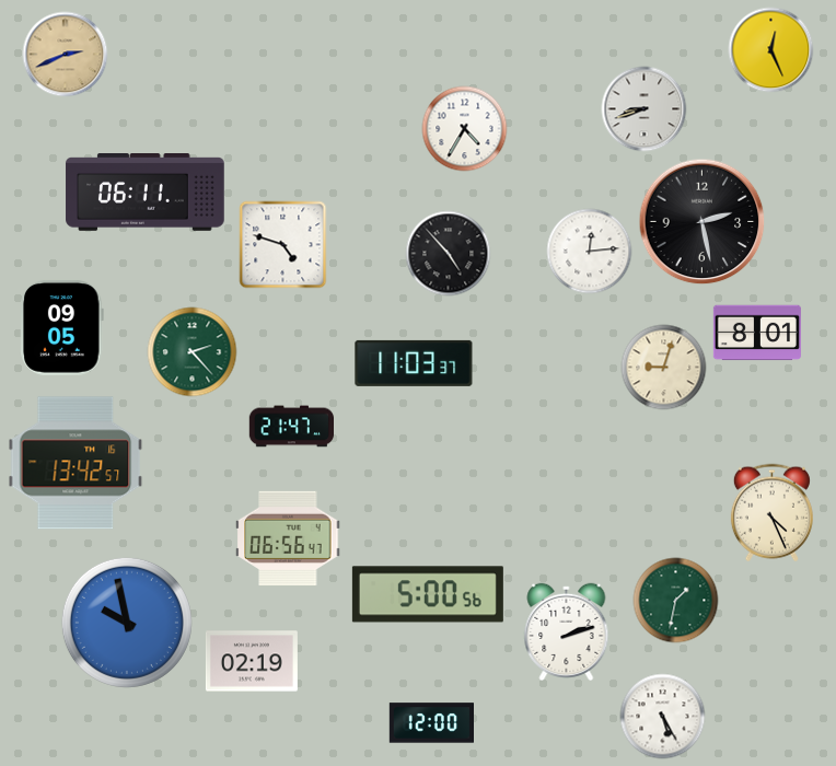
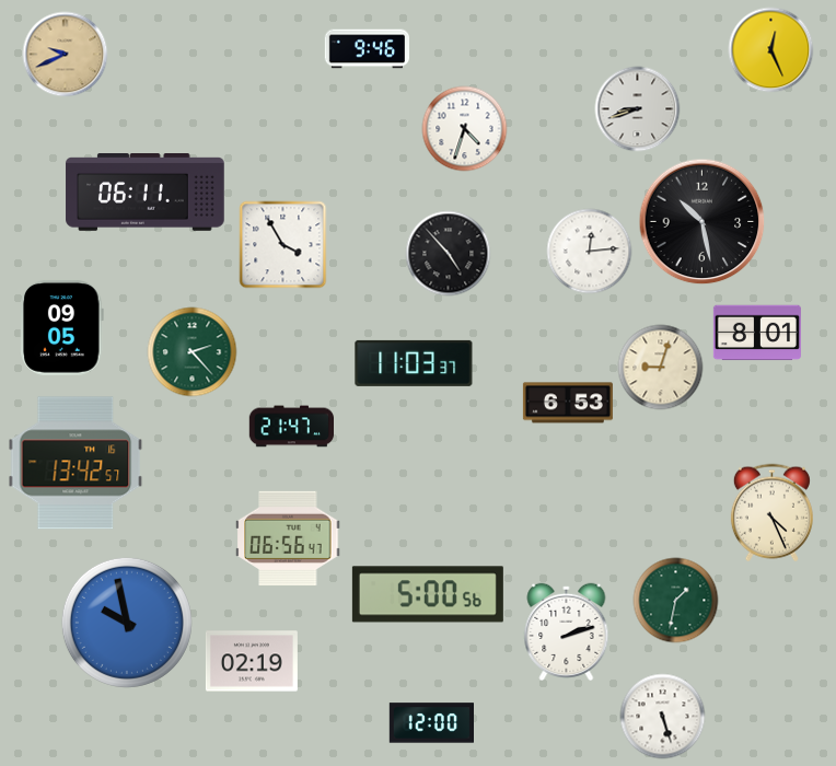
clock at (367, 49): none -> 9:46
clock at (65, 54): 2:41 -> 9:41
clock at (643, 108) position: (643, 108) -> (637, 108)
clock at (464, 128): 4:35 -> 4:33
clock at (701, 221): 2:28 -> 10:28
clock at (282, 244): 4:48 -> 3:55
clock at (663, 367) position: (663, 367) -> (660, 367)
clock at (568, 403): none -> 6:53
clock at (662, 716): 5:25 -> 5:27
